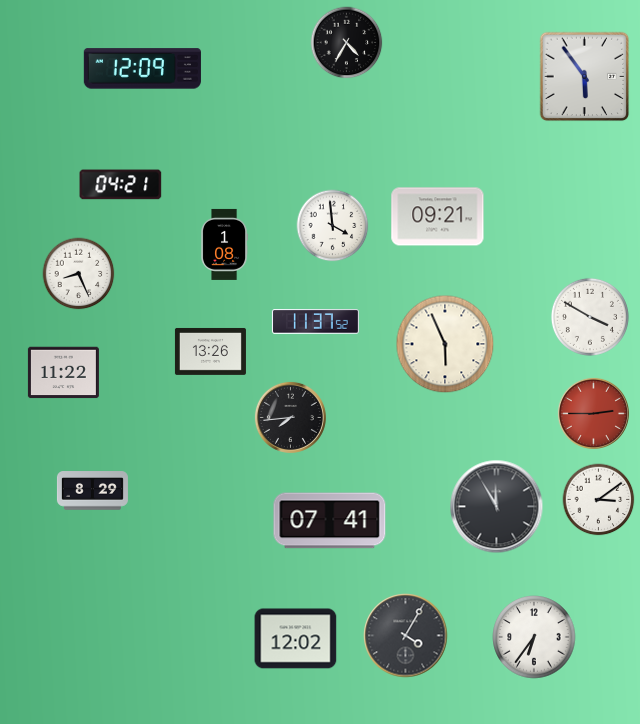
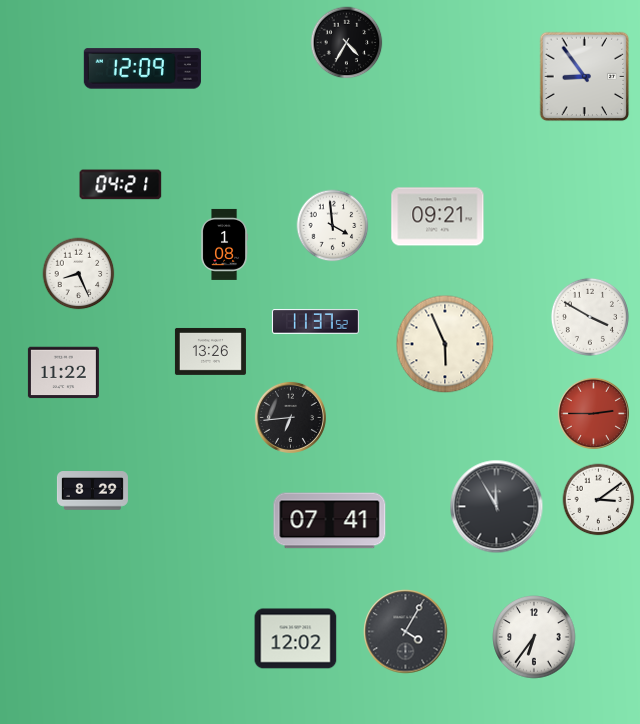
clock at (585, 77): 5:54 -> 8:54
clock at (290, 417): 7:44 -> 6:44
clock at (406, 636) position: (406, 636) -> (406, 632)
